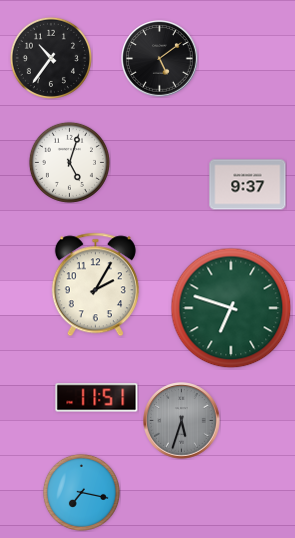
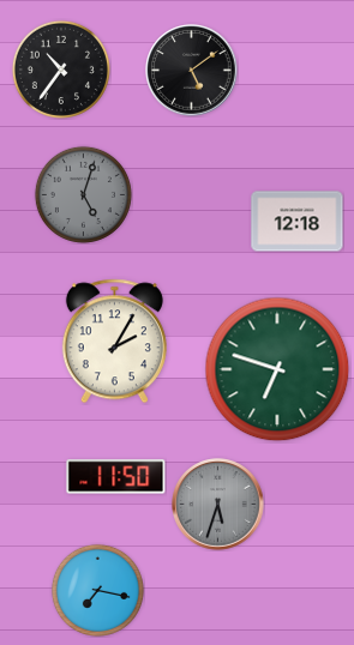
clock at (69, 162) dial: white -> grey
clock at (248, 185): 9:37 -> 12:18
clock at (97, 398): 11:51 -> 11:50
